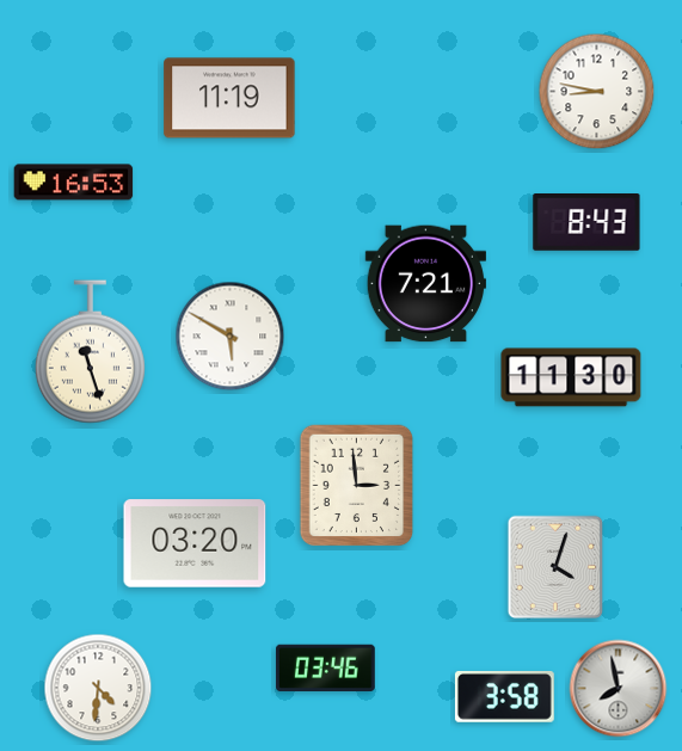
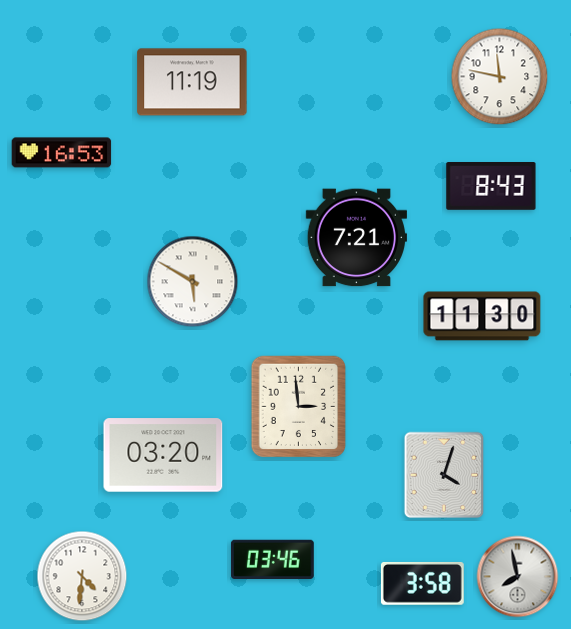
clock at (597, 92): 8:47 -> 11:47
clock at (90, 352): 11:27 -> none
clock at (571, 377) position: (571, 377) -> (482, 316)
clock at (555, 567) position: (555, 567) -> (444, 475)
